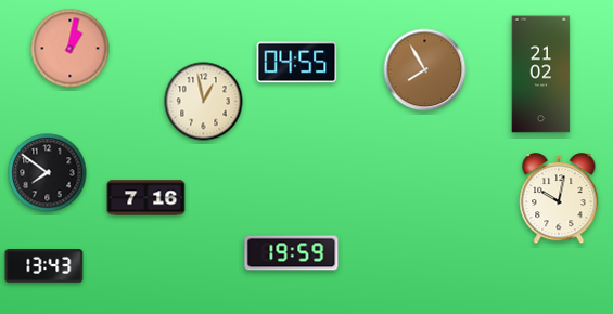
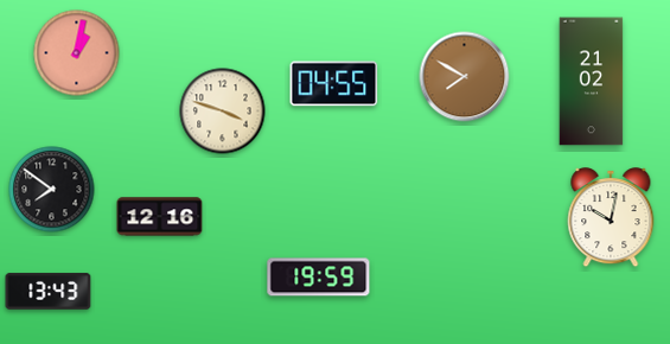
clock at (297, 63) position: (297, 63) -> (334, 84)
clock at (425, 70): 7:55 -> 7:50
clock at (204, 102): 12:58 -> 3:48
clock at (146, 198): 7:16 -> 12:16
